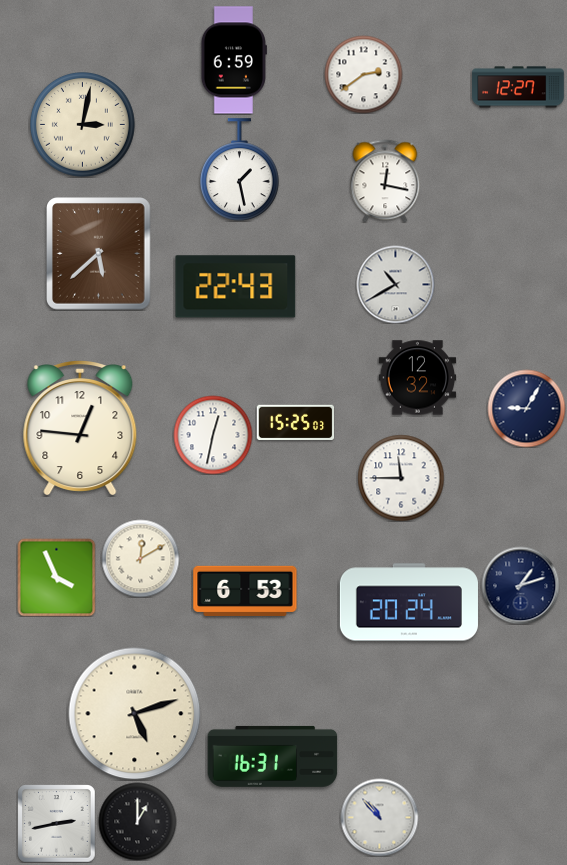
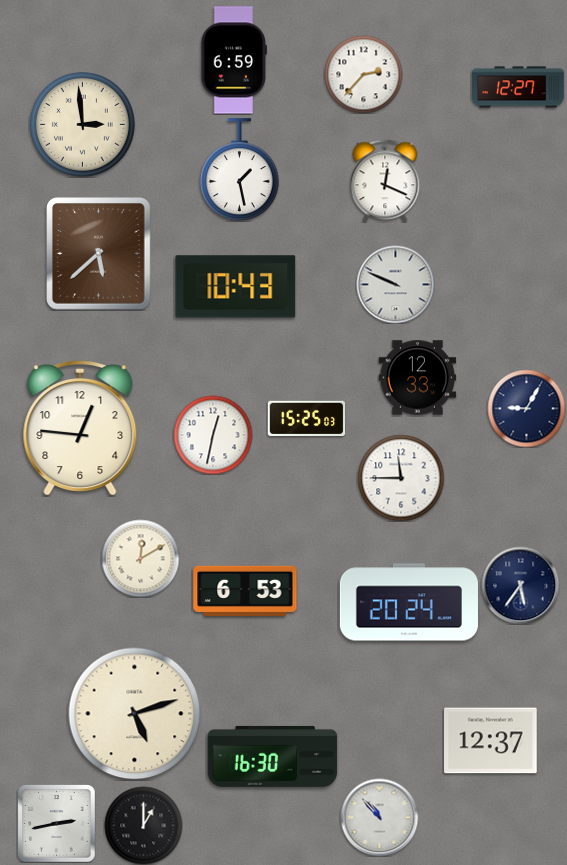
clock at (363, 74): 2:39 -> 2:37
clock at (83, 125): 3:02 -> 2:59
clock at (385, 181): 12:17 -> 12:19
clock at (395, 284): 10:40 -> 9:49
clock at (236, 287): 22:43 -> 10:43
clock at (417, 378): 12:32 -> 12:33
clock at (295, 423) position: (295, 423) -> (306, 419)
clock at (56, 577): 3:56 -> none
clock at (520, 585): 1:12 -> 5:36
clock at (491, 741): none -> 12:37
clock at (273, 756): 16:31 -> 16:30
clock at (137, 821) position: (137, 821) -> (143, 825)
